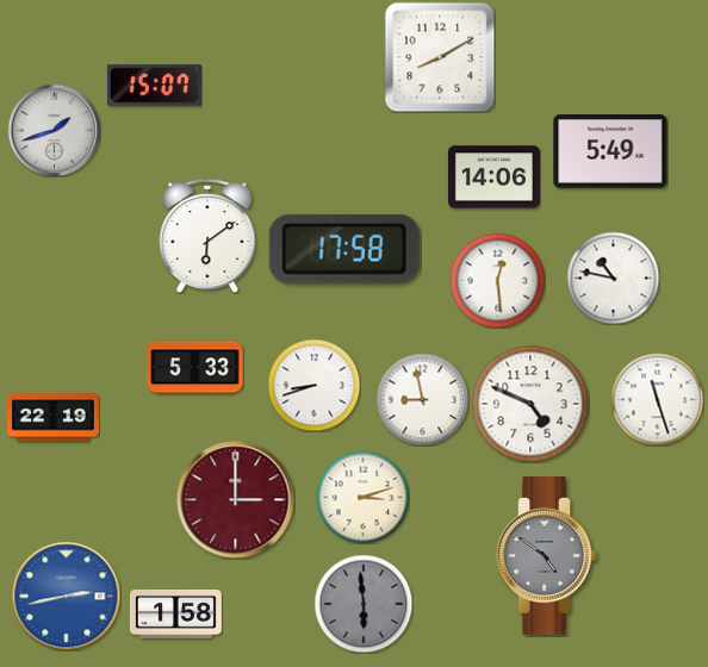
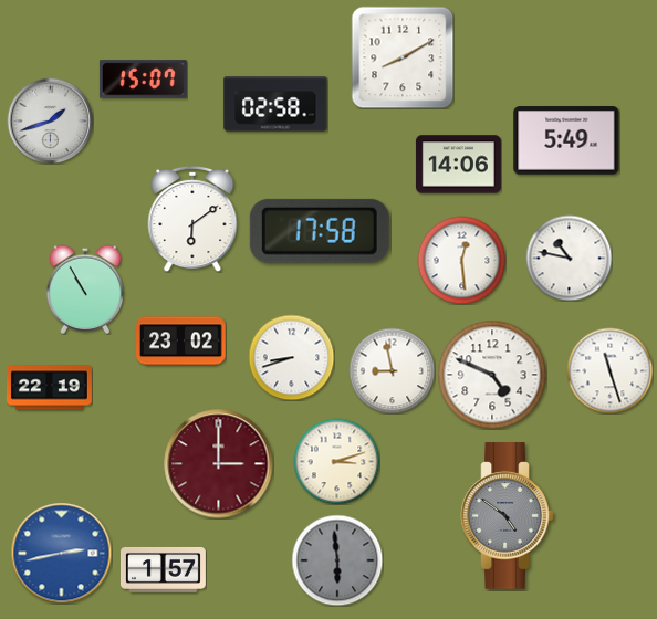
clock at (440, 57) position: (440, 57) -> (403, 57)
clock at (275, 104): none -> 02:58
clock at (85, 290): none -> 10:55
clock at (195, 368): 5:33 -> 23:02
clock at (175, 613): 1:58 -> 1:57
